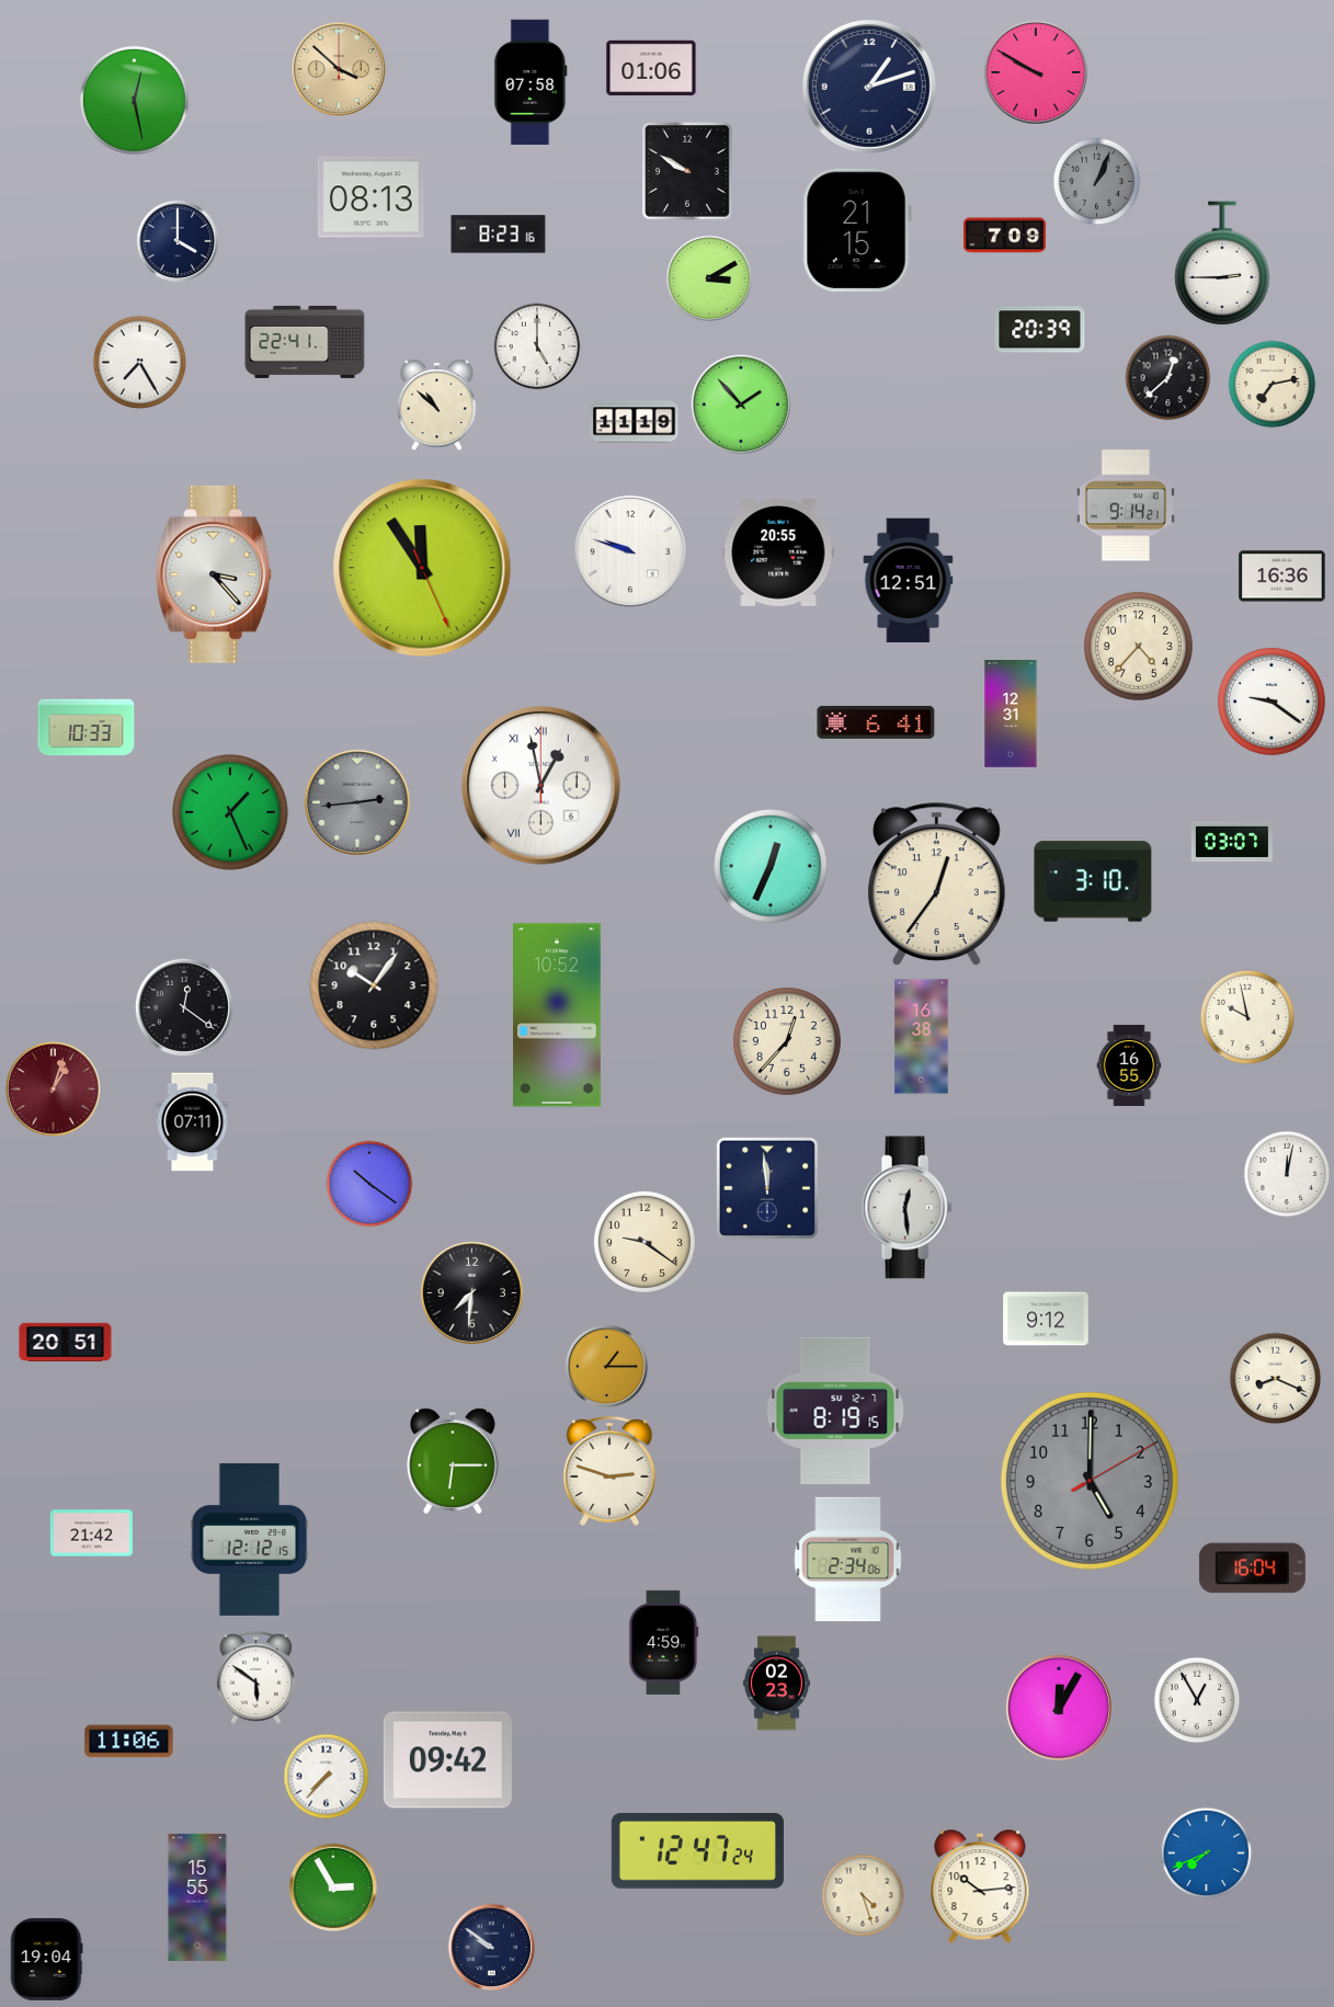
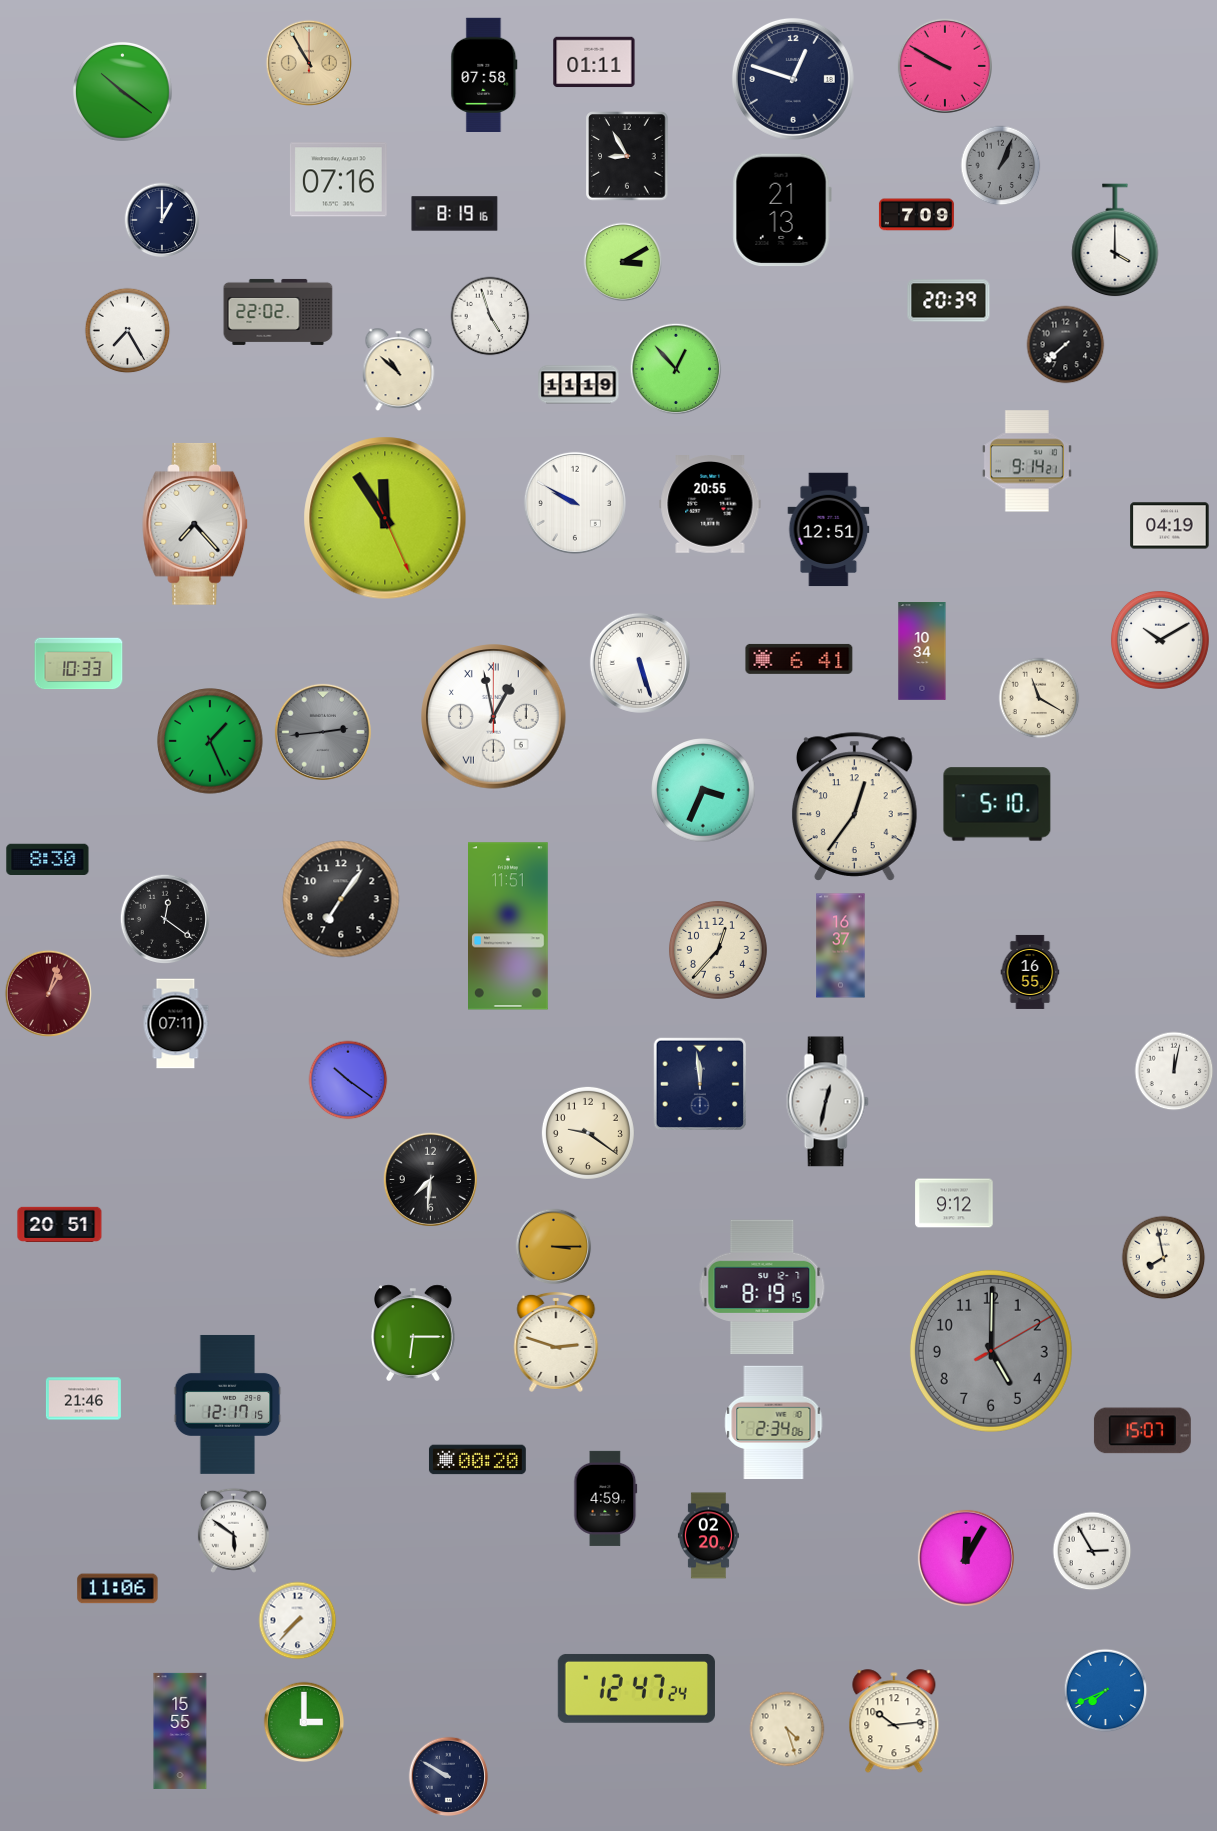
clock at (338, 68): 3:52 -> 10:55
clock at (651, 68): 01:06 -> 01:11
clock at (869, 87): 1:12 -> 12:48
clock at (134, 100): 12:28 -> 10:21
clock at (687, 171): 9:50 -> 8:55
clock at (370, 197): 08:13 -> 07:16
clock at (857, 230): 21:15 -> 21:13
clock at (499, 235): 8:23 -> 8:19
clock at (178, 241): 4:00 -> 1:00
clock at (1222, 264): 2:45 -> 4:00
clock at (709, 278) position: (709, 278) -> (623, 262)
clock at (305, 342): 22:41 -> 22:02
clock at (537, 346): 5:00 -> 4:57
clock at (1168, 378): 12:38 -> 7:38
clock at (1273, 385): 7:13 -> none
clock at (741, 404): 1:53 -> 12:53
clock at (630, 551): 9:48 -> 9:50
clock at (215, 574): 3:23 -> 7:23
clock at (1282, 577): 16:36 -> 04:19
clock at (1138, 646): 4:37 -> none
clock at (1272, 702): 9:21 -> 10:10
clock at (1011, 714): 12:31 -> 10:34
clock at (640, 663): none -> 5:27
clock at (1039, 698): none -> 11:20
clock at (357, 802) position: (357, 802) -> (323, 732)
clock at (1232, 842): 03:07 -> none
clock at (771, 866): 12:34 -> 3:34
clock at (1093, 881): 3:10 -> 5:10
clock at (48, 860): none -> 8:30
clock at (374, 985): 10:06 -> 7:06
clock at (184, 1007) position: (184, 1007) -> (165, 919)
clock at (558, 1015): 10:52 -> 11:51
clock at (1247, 1017): 9:58 -> none
clock at (922, 1037): 16:38 -> 16:37
clock at (369, 1184) position: (369, 1184) -> (348, 1080)
clock at (907, 1208): 12:29 -> 12:32
clock at (607, 1367): 1:15 -> 3:15
clock at (1276, 1379): 8:19 -> 7:58
clock at (1090, 1481) position: (1090, 1481) -> (991, 1351)
clock at (91, 1533): 21:42 -> 21:46
clock at (250, 1539): 12:12 -> 12:17
clock at (1252, 1569): 16:04 -> 15:07
clock at (477, 1460): none -> 00:20
clock at (776, 1684): 02:23 -> 02:20
clock at (1197, 1700): 12:55 -> 2:55
clock at (447, 1760): 09:42 -> none
clock at (1207, 1854) position: (1207, 1854) -> (1106, 1691)
clock at (333, 1888): 2:55 -> 3:00
clock at (492, 1948): 9:51 -> 9:50
clock at (46, 1959): 19:04 -> none
